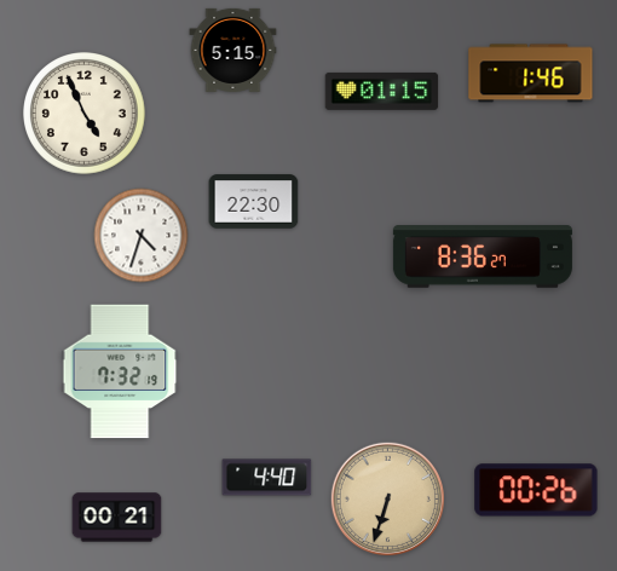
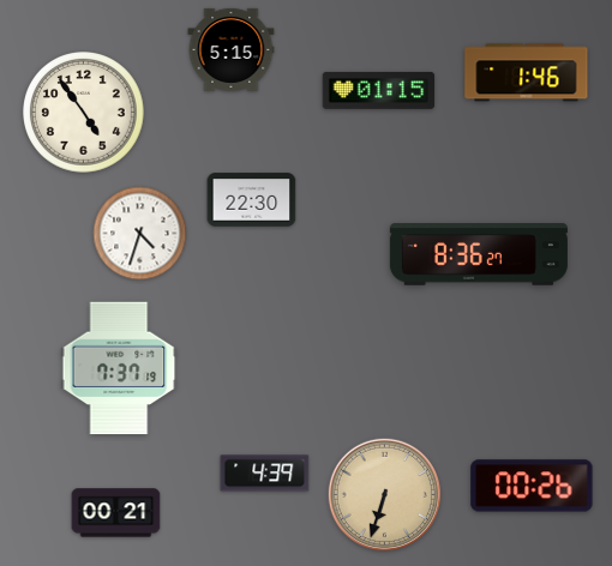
clock at (85, 114): 4:56 -> 4:54
clock at (120, 371): 7:32 -> 7:37
clock at (267, 478): 4:40 -> 4:39
